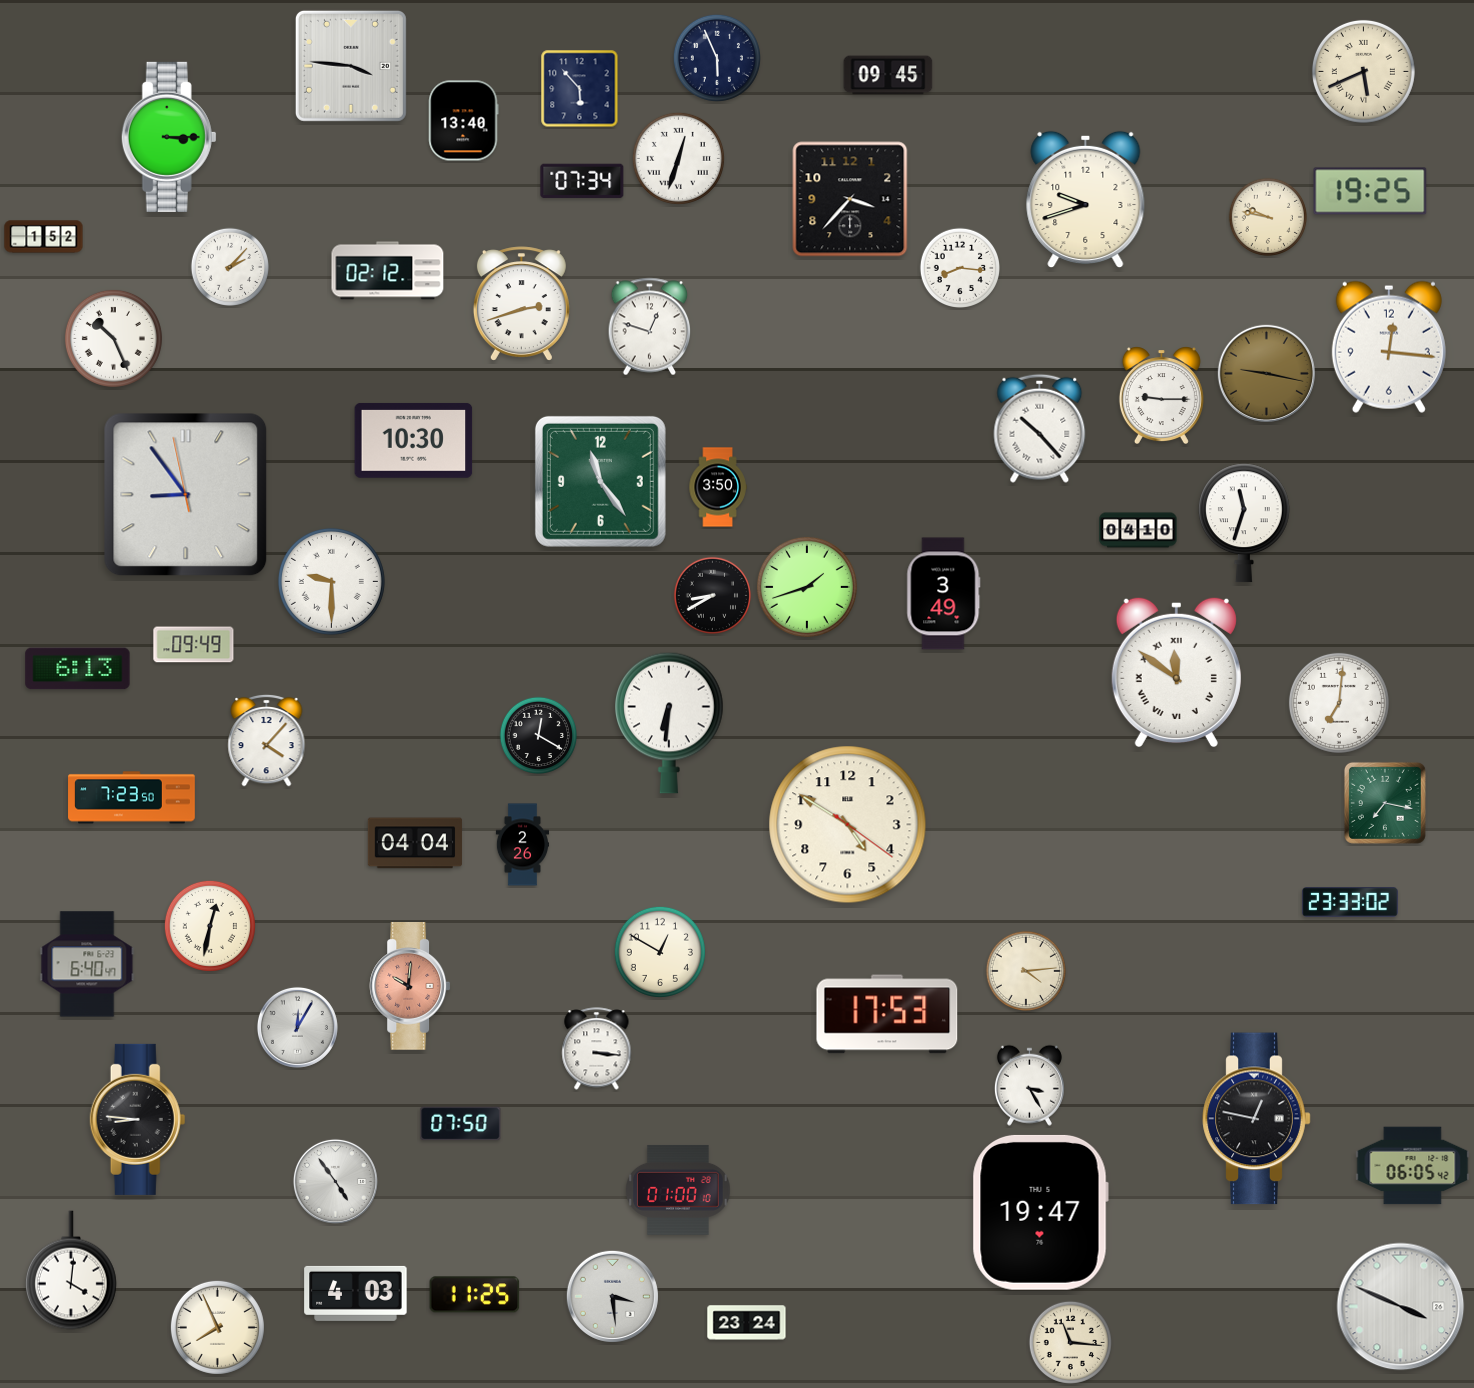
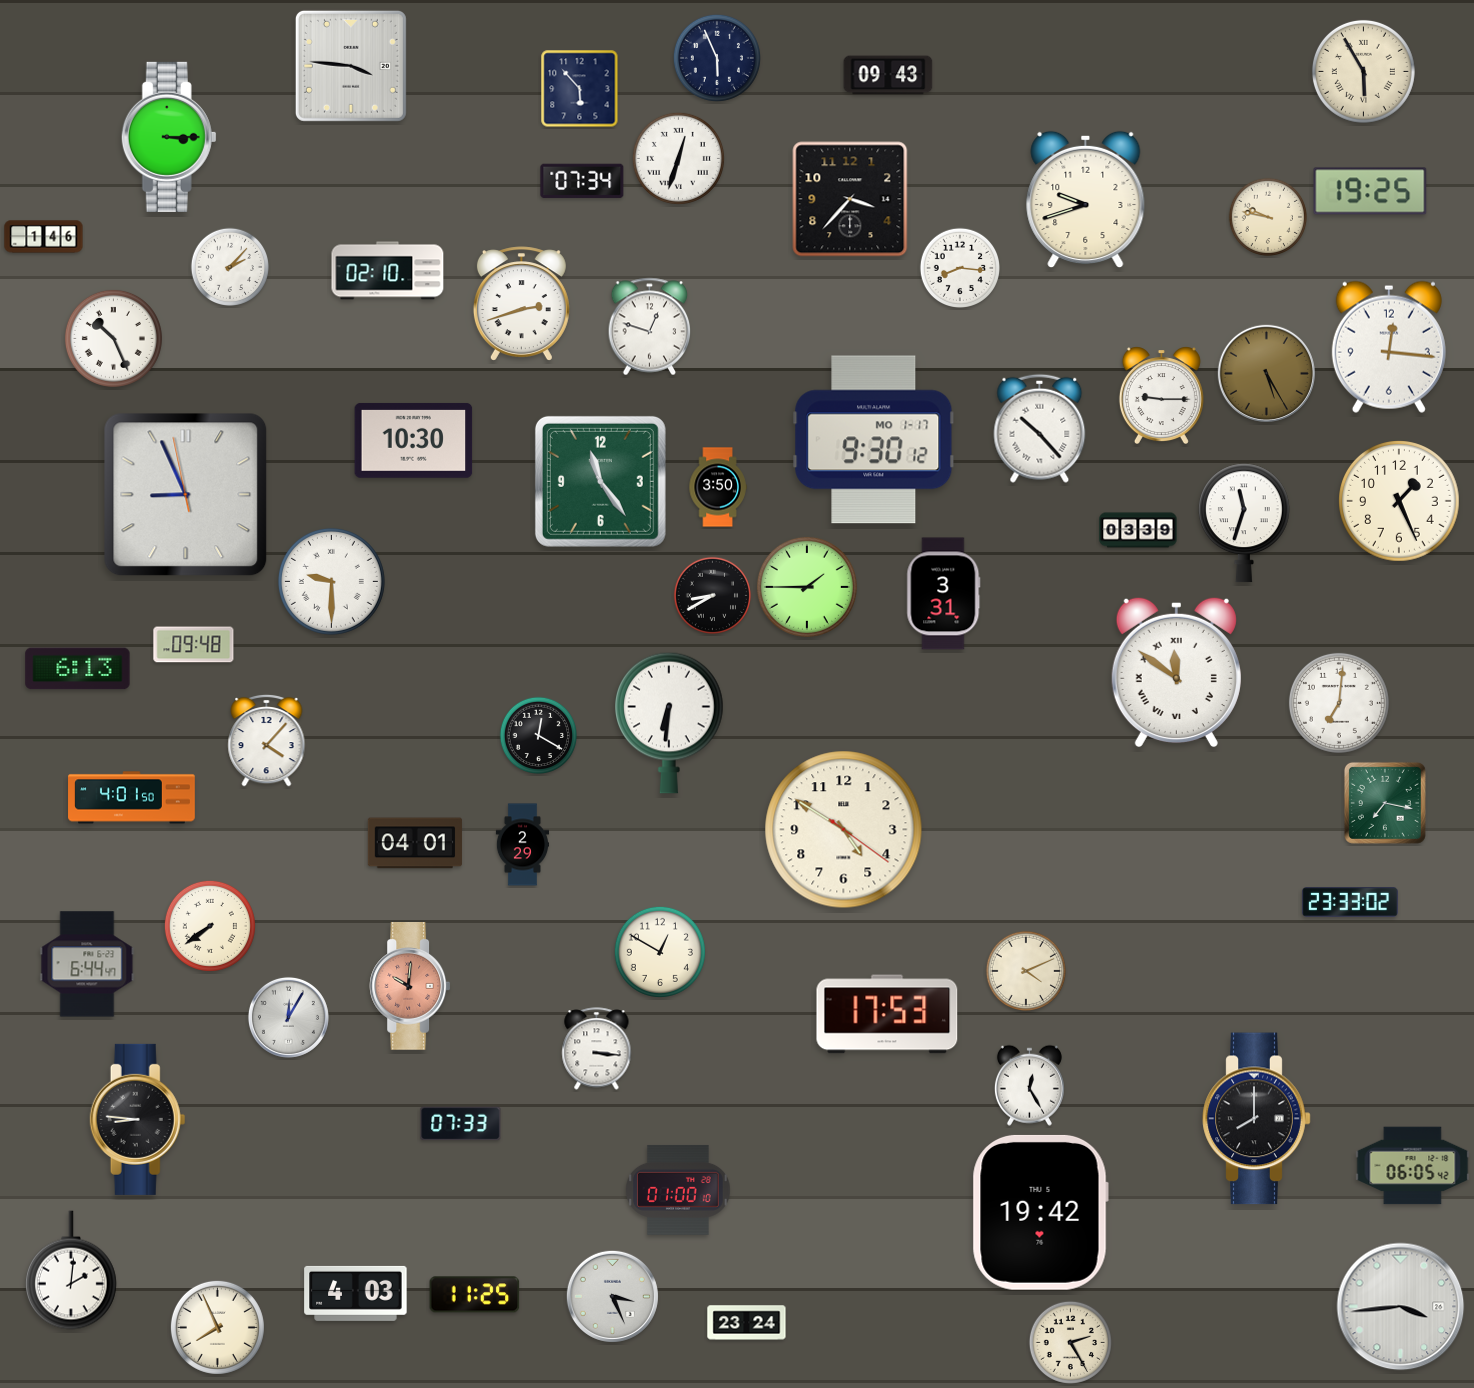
clock at (1363, 71): 5:41 -> 5:55
clock at (888, 75): 09:45 -> 09:43
clock at (464, 121): 13:40 -> none
clock at (44, 237): 1:52 -> 1:46
clock at (388, 271): 02:12 -> 02:10
clock at (1266, 373): 9:17 -> 5:25
clock at (874, 440): none -> 9:30
clock at (186, 495): 8:53 -> 8:55
clock at (1400, 502): none -> 1:26
clock at (1138, 530): 04:10 -> 03:39
clock at (807, 587): 1:42 -> 1:45
clock at (944, 594): 3:49 -> 3:31
clock at (194, 645): 09:49 -> 09:48
clock at (132, 798): 7:23 -> 4:01
clock at (848, 825) position: (848, 825) -> (844, 830)
clock at (415, 843): 04:04 -> 04:01
clock at (522, 845): 2:26 -> 2:29
clock at (210, 926): 12:32 -> 7:39
clock at (87, 964): 6:40 -> 6:44
clock at (1025, 970): 4:14 -> 4:11
clock at (297, 1027) position: (297, 1027) -> (288, 1017)
clock at (1029, 1085): 3:25 -> 12:25
clock at (1257, 1119): 12:47 -> 8:00
clock at (461, 1124): 07:50 -> 07:33
clock at (335, 1181): 4:54 -> none
clock at (1040, 1212): 19:47 -> 19:42
clock at (71, 1270): 4:01 -> 2:01
clock at (612, 1296): 3:29 -> 3:26
clock at (1401, 1307): 3:49 -> 3:44
clock at (1070, 1342): 11:16 -> 2:25
